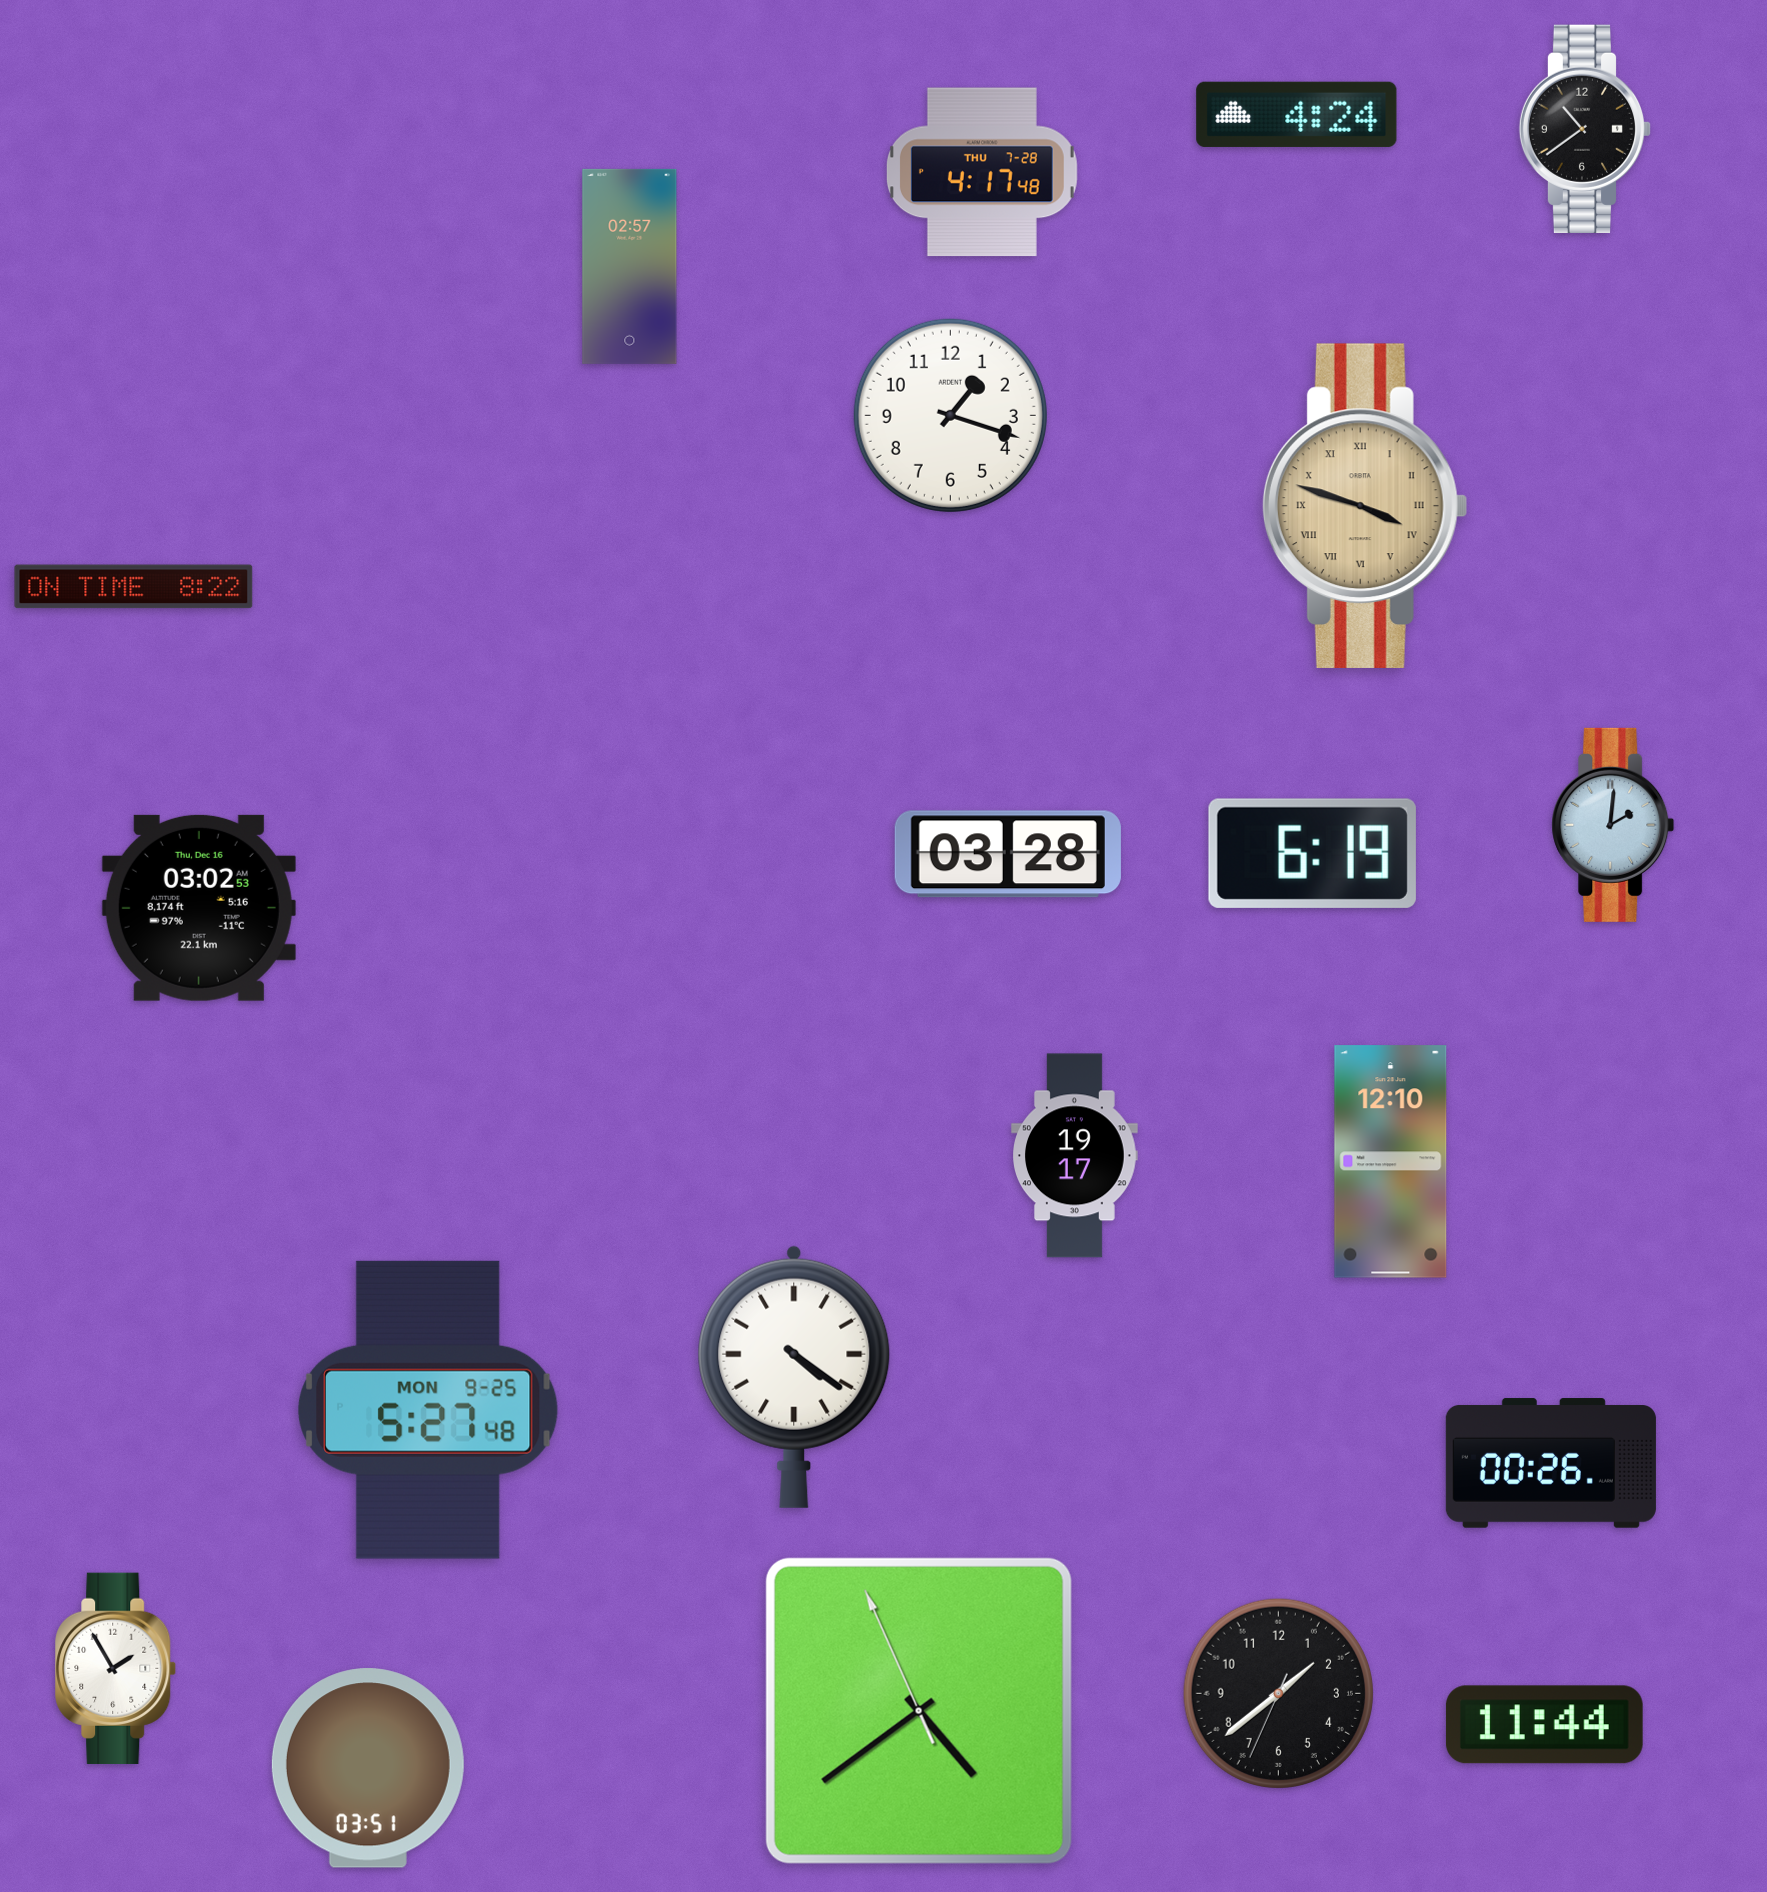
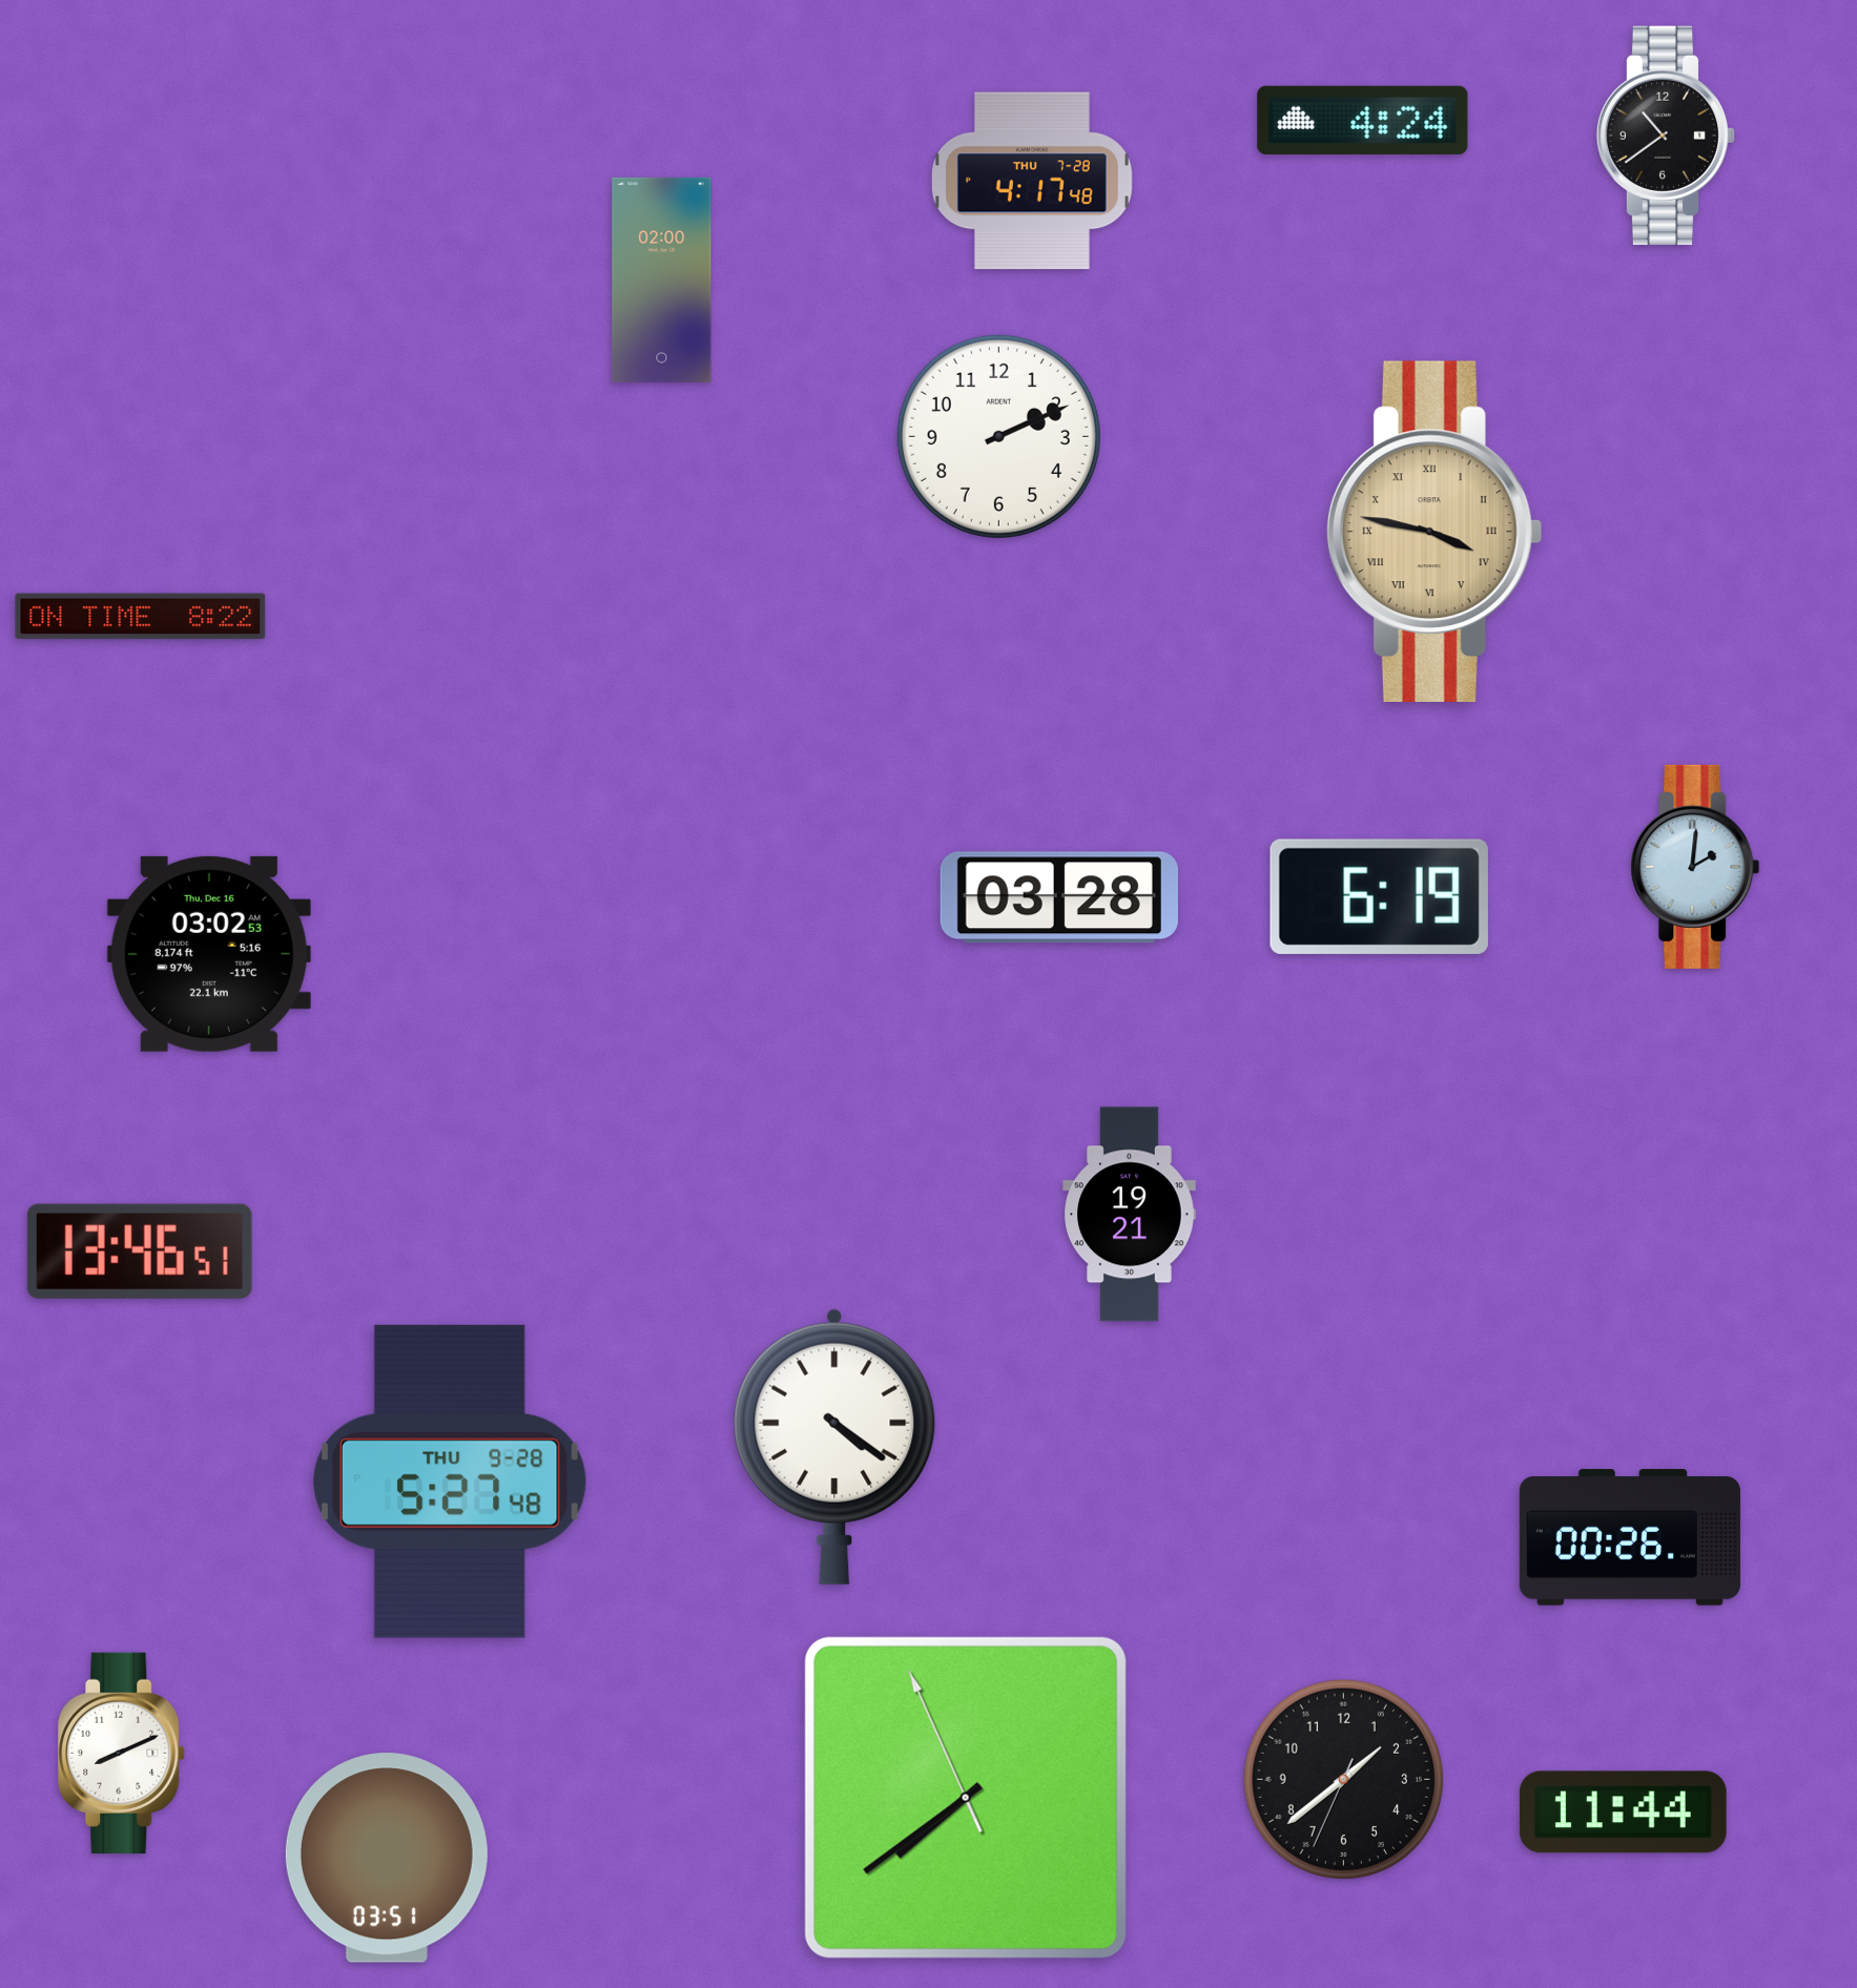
clock at (630, 266): 02:57 -> 02:00
clock at (950, 415): 1:18 -> 2:11
clock at (1365, 506): 3:48 -> 3:47
clock at (1075, 1156): 19:17 -> 19:21
clock at (1391, 1162): 12:10 -> none
clock at (140, 1251): none -> 13:46
clock at (428, 1410) date: MON 9-25 -> THU 9-28
clock at (116, 1668): 1:55 -> 8:11
clock at (919, 1711): 4:38 -> 7:38
